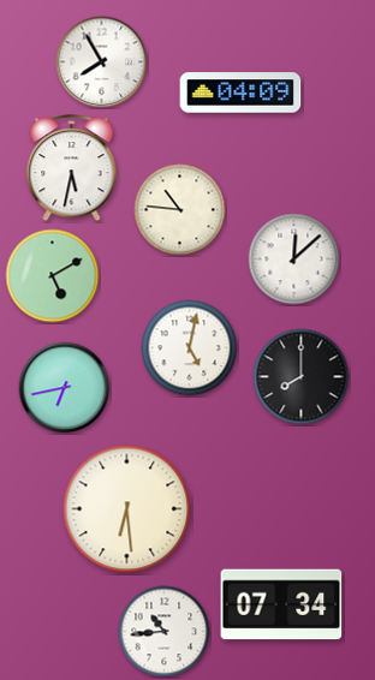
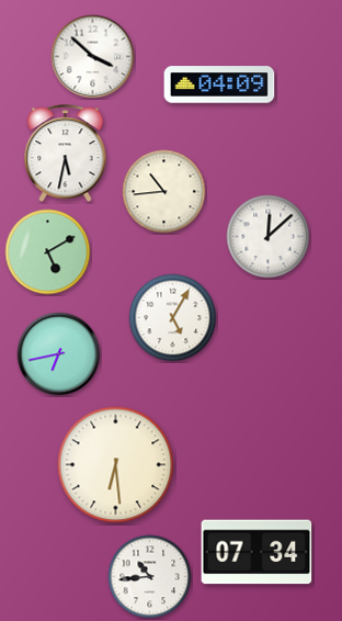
clock at (102, 62): 7:55 -> 3:52
clock at (180, 210): 10:46 -> 10:44
clock at (190, 348): 5:02 -> 5:05
clock at (302, 377): 8:00 -> none
